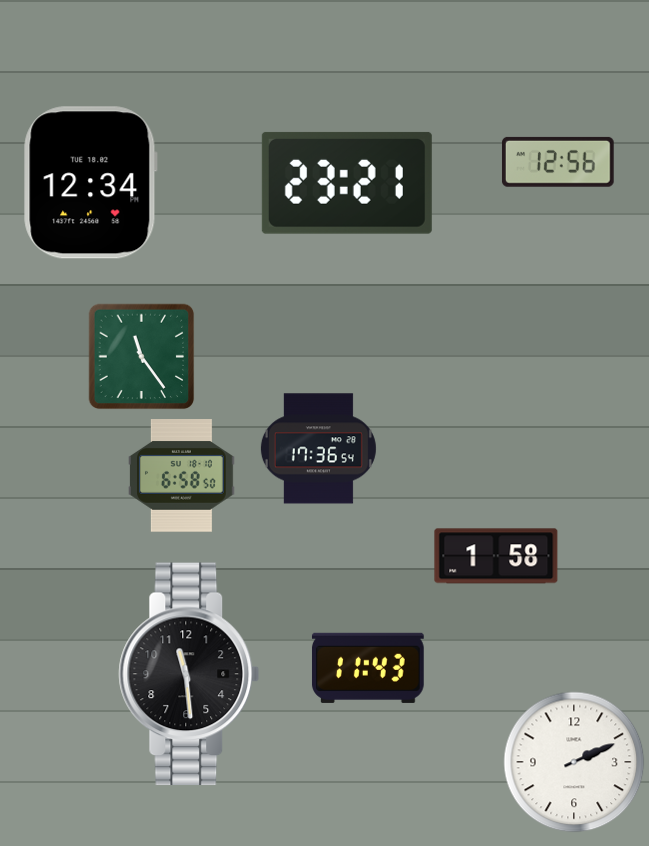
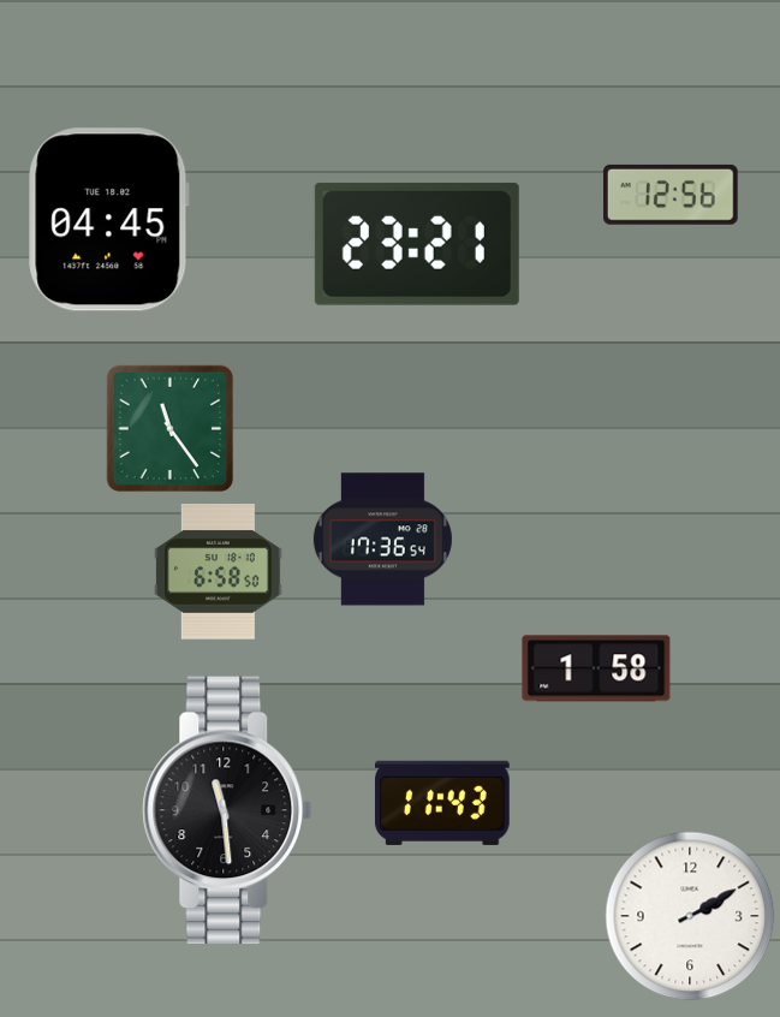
clock at (90, 183): 12:34 -> 04:45
clock at (347, 183) position: (347, 183) -> (417, 244)
clock at (574, 762): 2:11 -> 2:10
